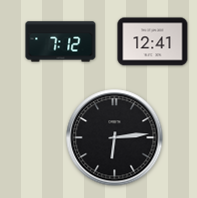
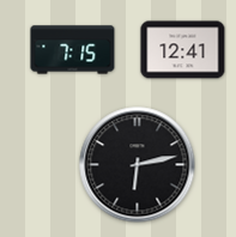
clock at (61, 42): 7:12 -> 7:15
clock at (115, 138): 6:14 -> 6:13
